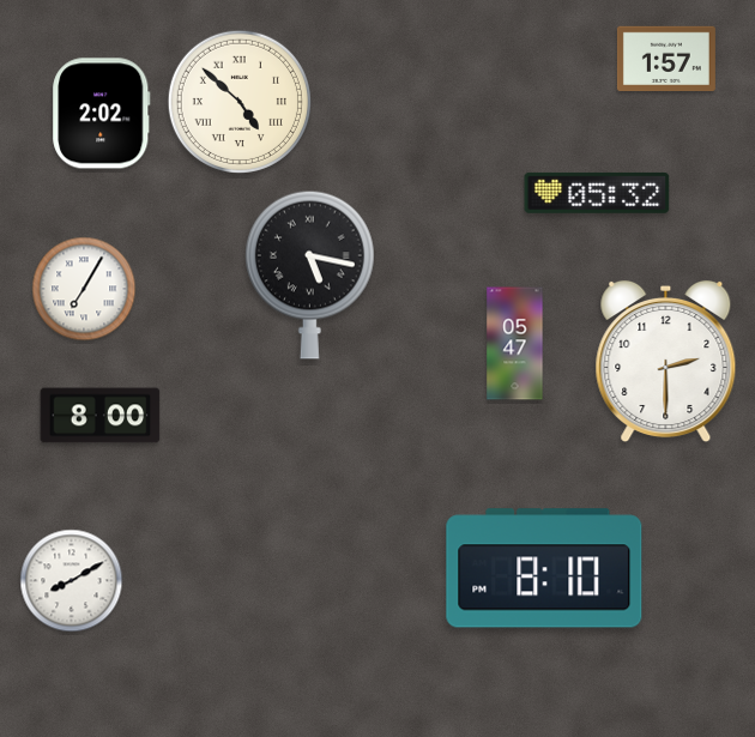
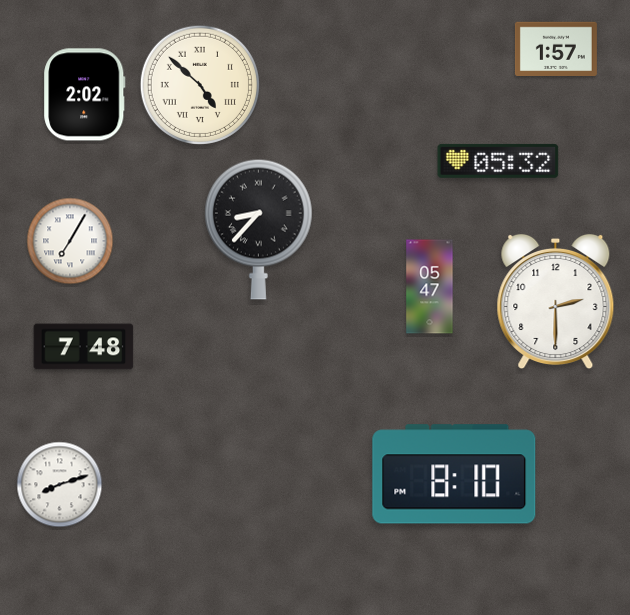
clock at (309, 274): 5:17 -> 8:37
clock at (101, 416): 8:00 -> 7:48
clock at (72, 581): 8:10 -> 8:12
